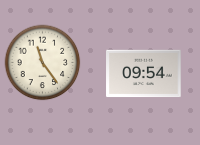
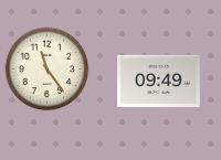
clock at (144, 74): 09:54 -> 09:49
